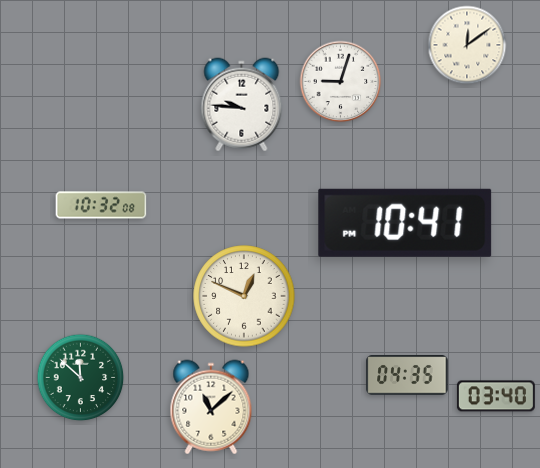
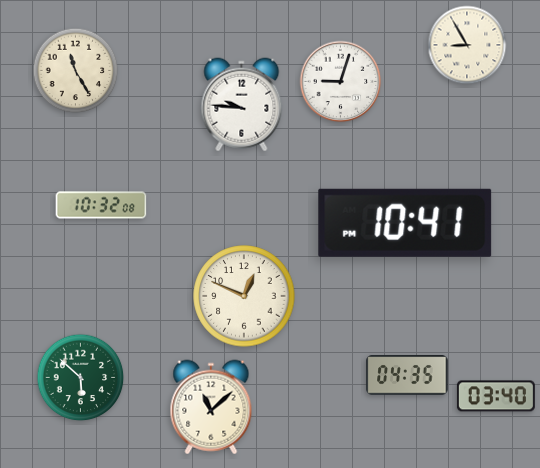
clock at (467, 45): 12:09 -> 8:55
clock at (76, 71): none -> 11:25
clock at (81, 378): 11:52 -> 5:52
